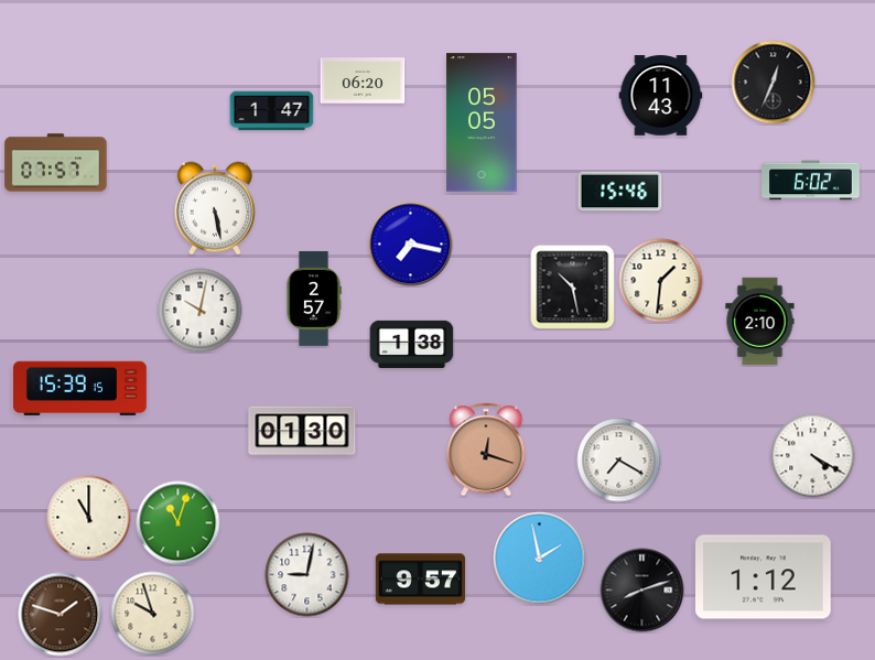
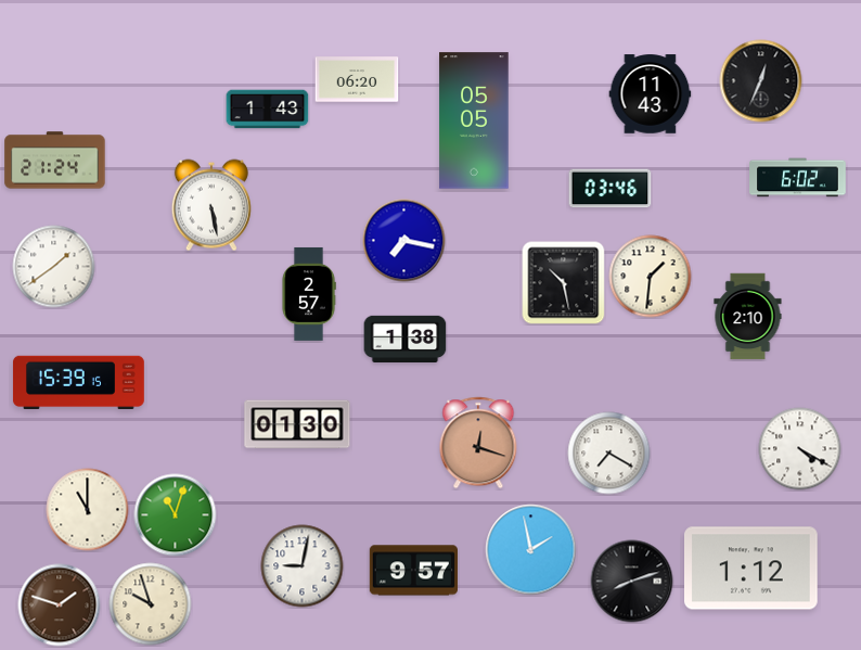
clock at (272, 111): 1:47 -> 1:43
clock at (56, 163): 07:57 -> 21:24
clock at (620, 192): 15:46 -> 03:46
clock at (54, 267): none -> 1:39
clock at (201, 311): 10:02 -> none
